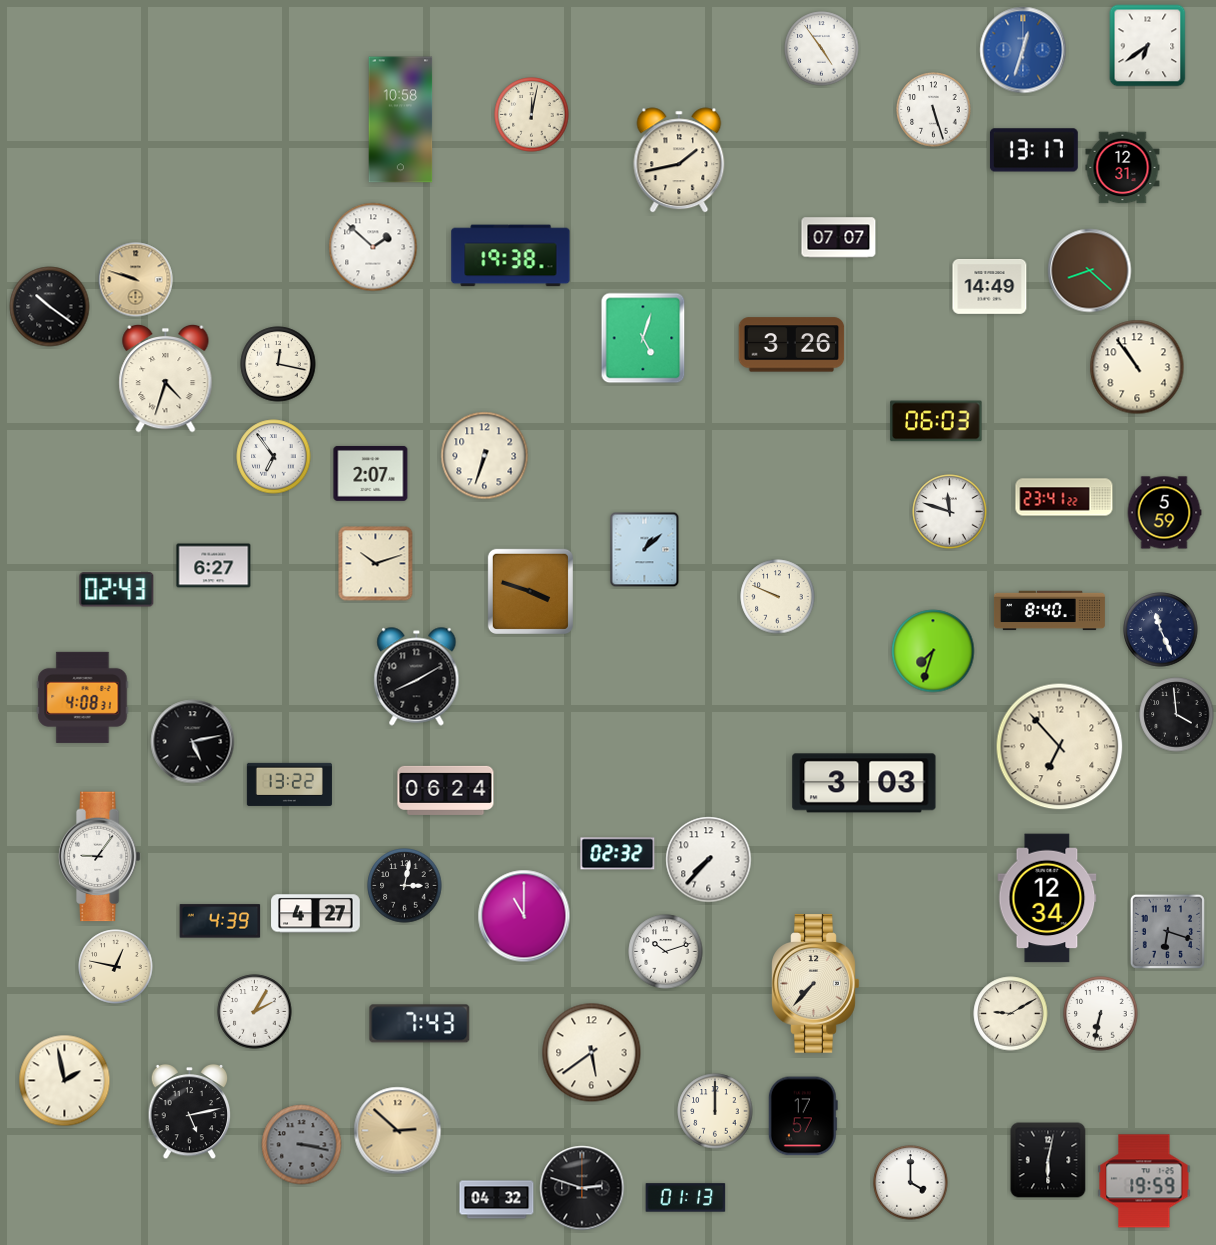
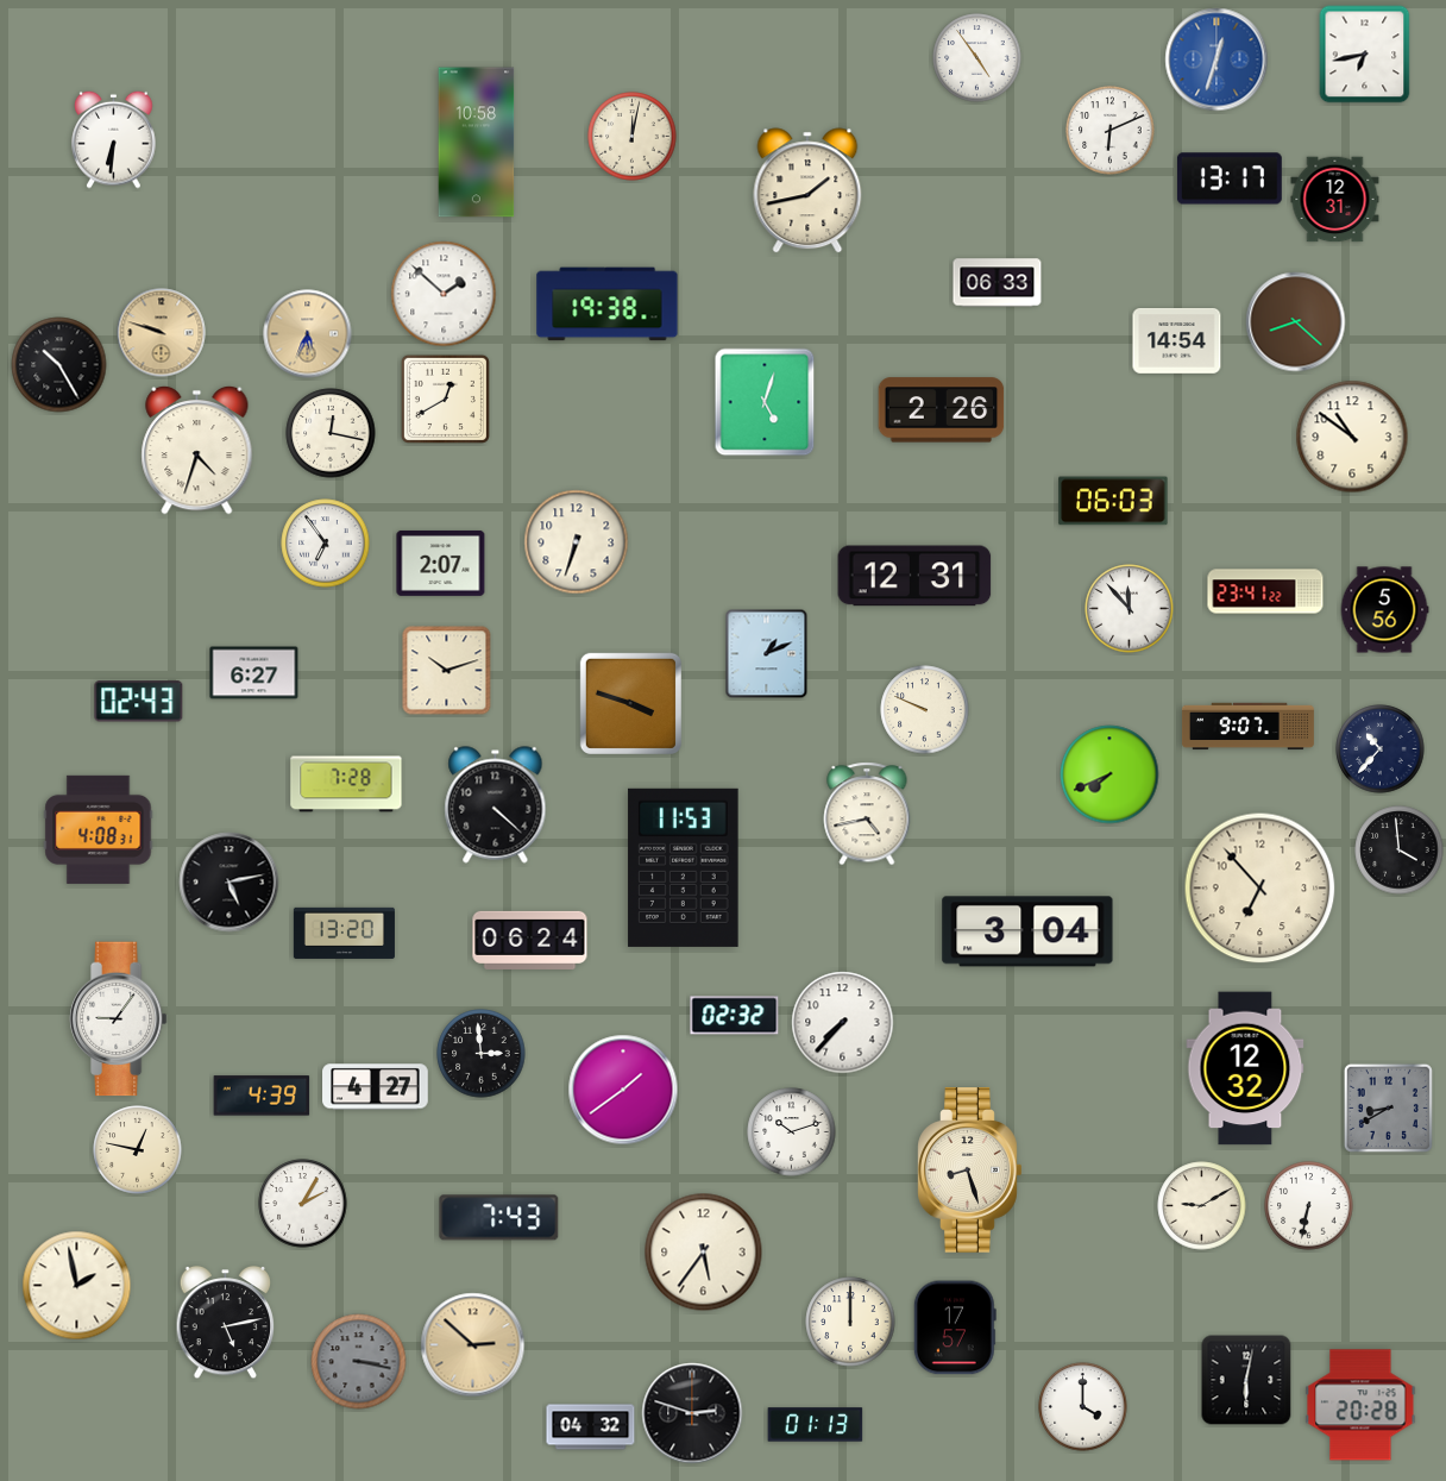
clock at (1148, 46): 6:39 -> 6:43
clock at (934, 110): 5:27 -> 6:11
clock at (114, 139): none -> 6:31
clock at (839, 238): 07:07 -> 06:33
clock at (308, 334): none -> 5:34
clock at (990, 287): 14:49 -> 14:54
clock at (50, 307): 10:21 -> 10:25
clock at (445, 399): none -> 12:40
clock at (792, 345): 3:26 -> 2:26
clock at (1137, 367): 10:54 -> 10:51
clock at (914, 576): none -> 12:31
clock at (950, 512): 11:48 -> 11:53
clock at (1164, 513): 5:59 -> 5:56
clock at (645, 550): 1:08 -> 1:11
clock at (1049, 611): 8:40 -> 9:07
clock at (1161, 630): 11:26 -> 10:37
clock at (933, 651): 7:33 -> 7:41
clock at (346, 784): none -> 7:28
clock at (417, 677): 8:10 -> 4:22
clock at (867, 814): none -> 4:43
clock at (684, 867): none -> 11:53
clock at (864, 783): 3:03 -> 3:04
clock at (289, 784): 13:22 -> 13:20
clock at (405, 886): 3:02 -> 2:59
clock at (1047, 898): 12:34 -> 12:32
clock at (524, 916): 11:00 -> 1:39
clock at (1167, 931): 6:18 -> 8:40
clock at (816, 984): 7:37 -> 8:27
clock at (592, 1053): 5:39 -> 5:36
clock at (1144, 1181): 19:59 -> 20:28
